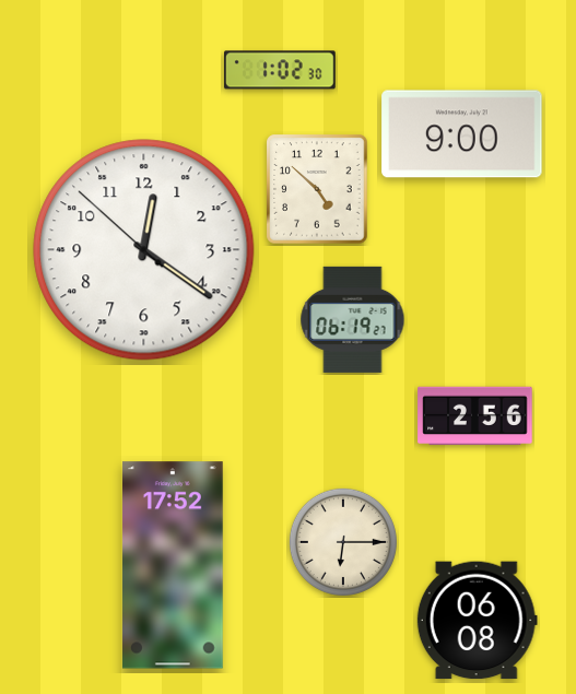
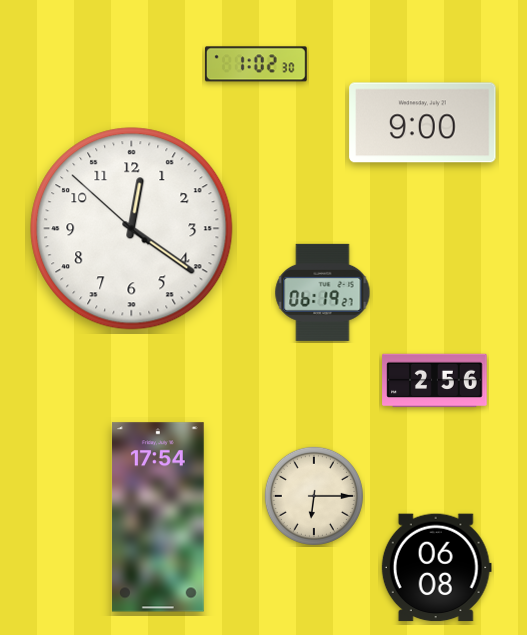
clock at (317, 189): 4:52 -> none
clock at (173, 565): 17:52 -> 17:54
